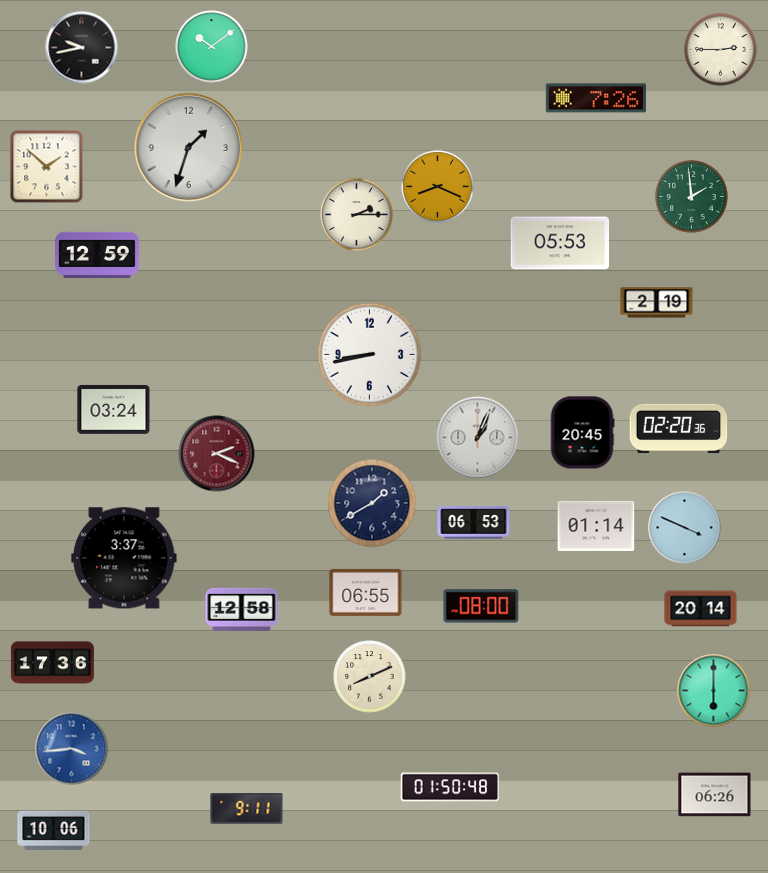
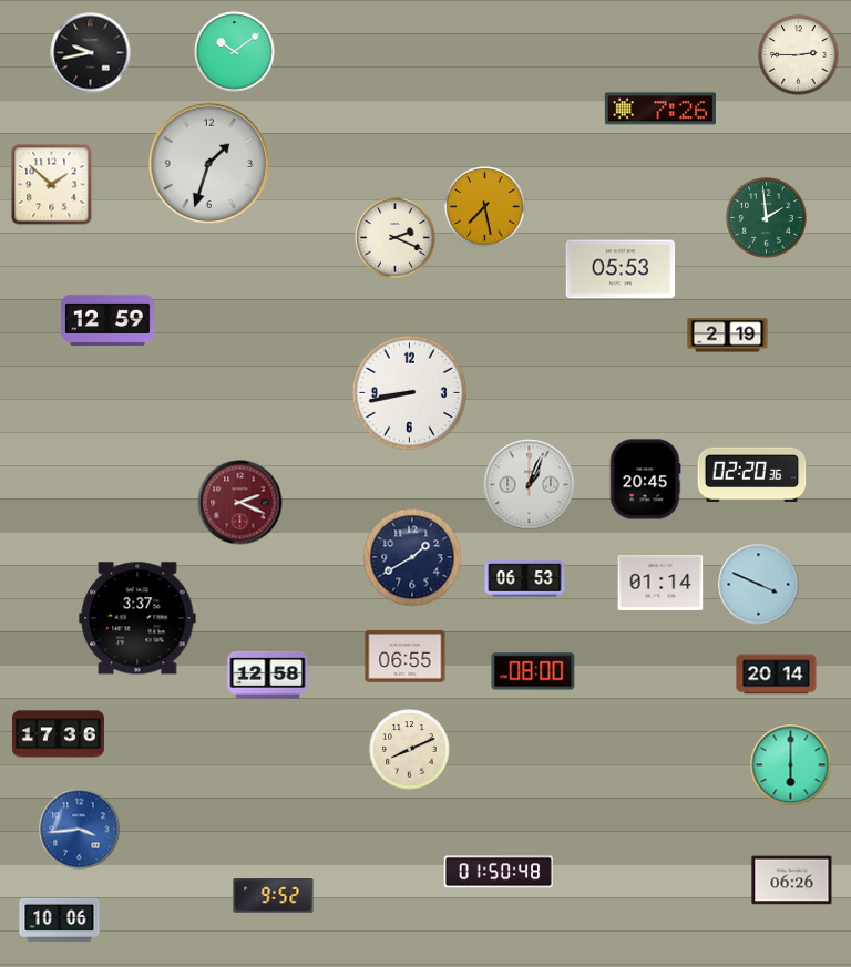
clock at (438, 187): 8:19 -> 7:28
clock at (357, 215): 2:15 -> 2:19
clock at (98, 254) position: (98, 254) -> (109, 319)
clock at (114, 409): 03:24 -> none
clock at (247, 809): 9:11 -> 9:52
